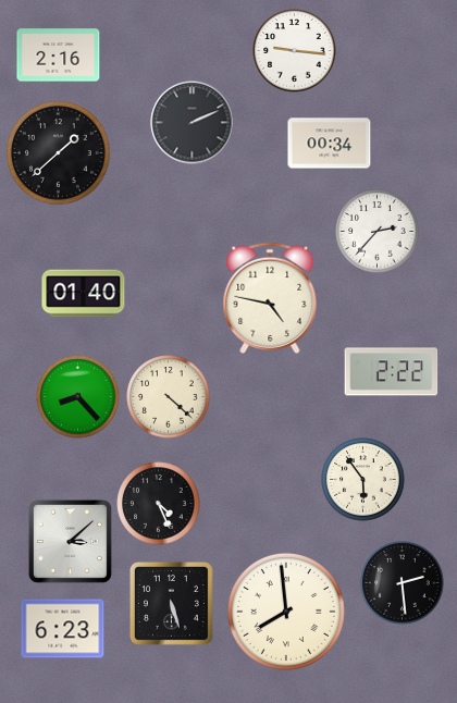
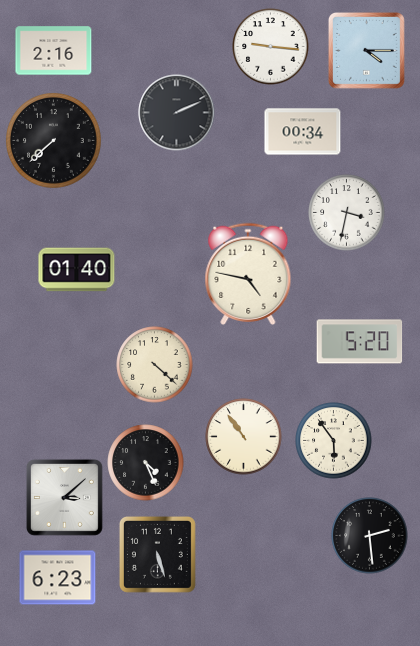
clock at (366, 50): none -> 4:15
clock at (59, 153): 1:38 -> 7:38
clock at (378, 232): 2:37 -> 3:32
clock at (392, 372): 2:22 -> 5:20
clock at (78, 397): 8:23 -> none
clock at (244, 437): none -> 10:54
clock at (286, 612): 7:59 -> none
